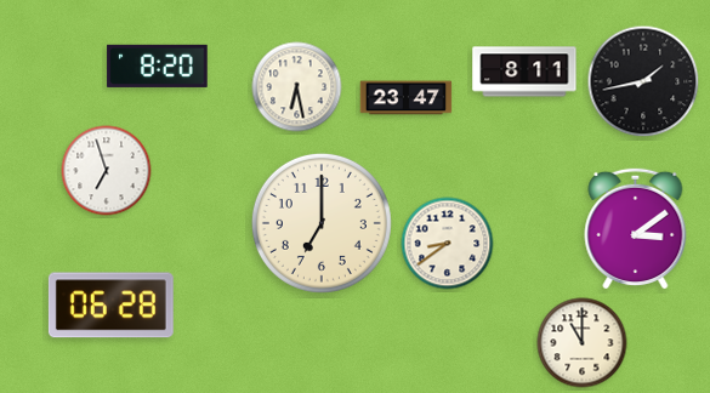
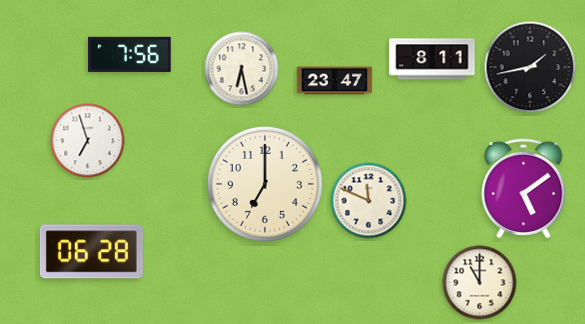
clock at (158, 65): 8:20 -> 7:56
clock at (297, 87) position: (297, 87) -> (242, 69)
clock at (636, 228): 3:09 -> 5:09
clock at (448, 244): 8:39 -> 11:49
